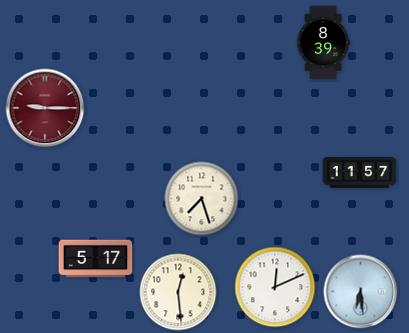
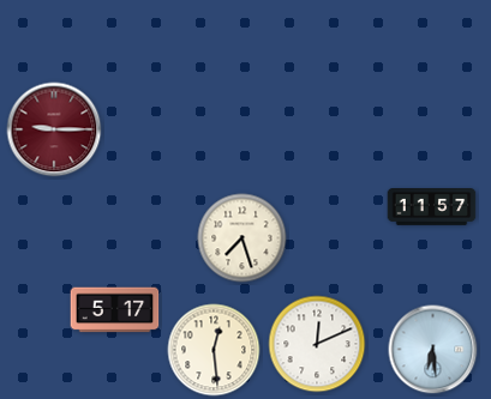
clock at (323, 43): 8:39 -> none
clock at (275, 287) position: (275, 287) -> (317, 344)
